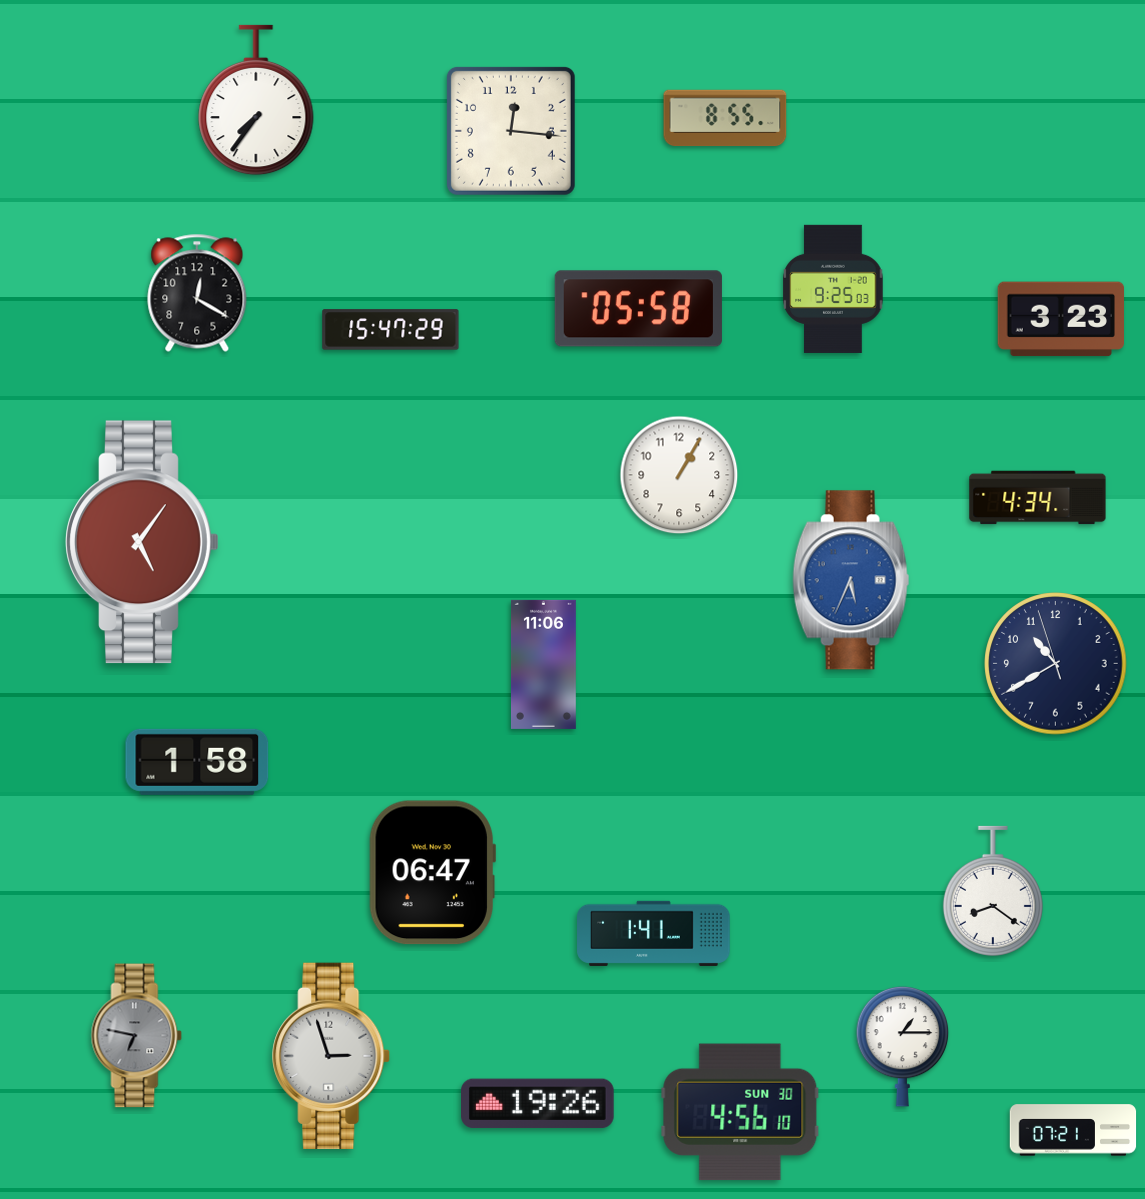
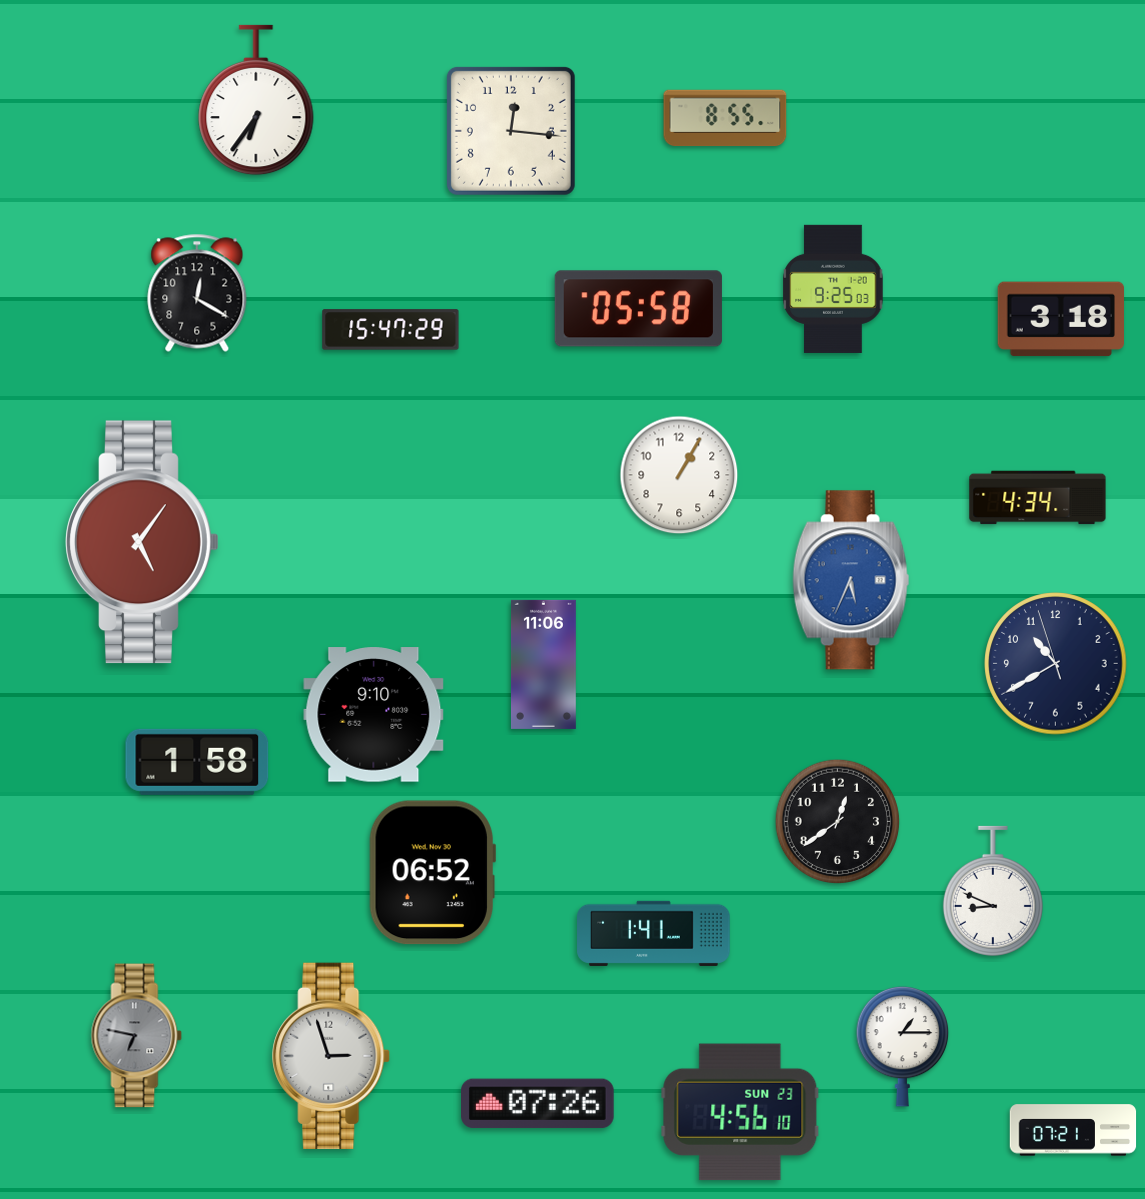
clock at (256, 100): 7:36 -> 6:36
clock at (1060, 319): 3:23 -> 3:18
clock at (374, 715): none -> 9:10
clock at (837, 821): none -> 12:39
clock at (432, 873): 06:47 -> 06:52
clock at (993, 891): 8:21 -> 8:49
clock at (538, 1104): 19:26 -> 07:26
clock at (740, 1112) date: SUN 30 -> SUN 23
